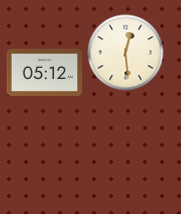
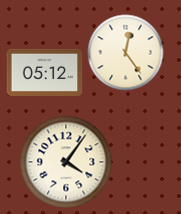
clock at (126, 53): 12:29 -> 12:24
clock at (66, 162): none -> 4:06
